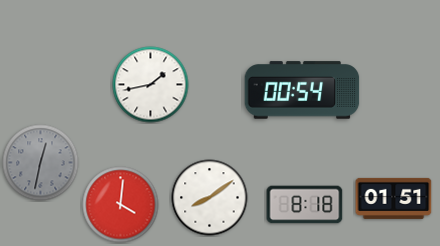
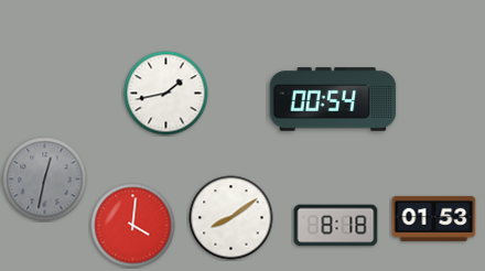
clock at (394, 198): 01:51 -> 01:53
